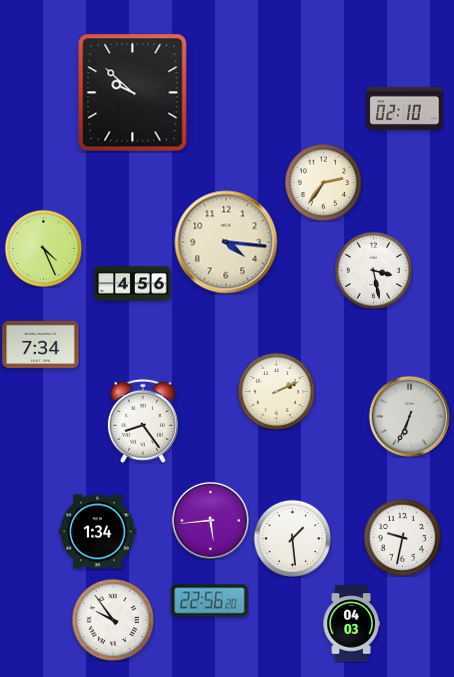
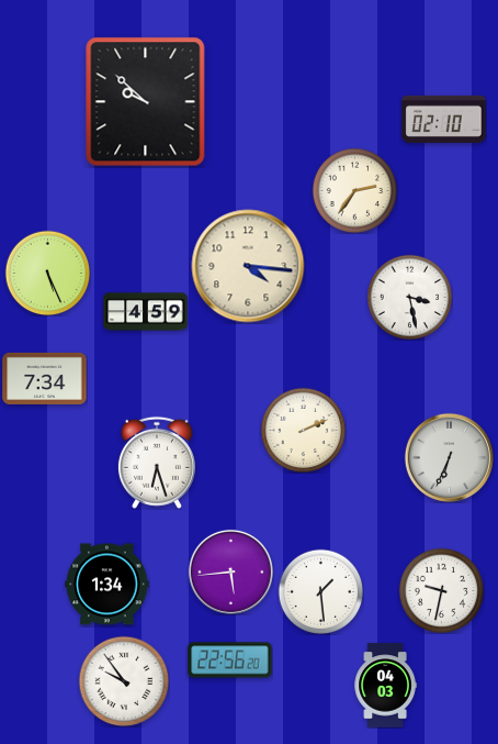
clock at (323, 182) position: (323, 182) -> (354, 190)
clock at (43, 248): 4:26 -> 5:26
clock at (133, 284): 4:56 -> 4:59
clock at (143, 421): 8:24 -> 6:27
